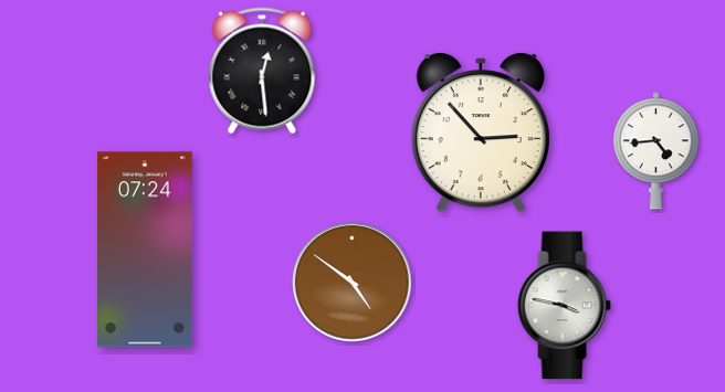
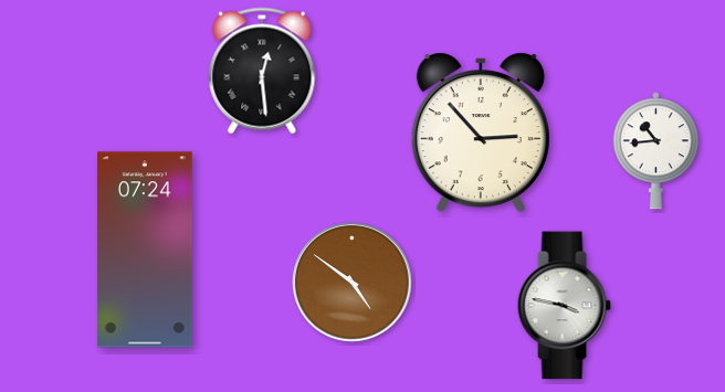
clock at (655, 151): 4:44 -> 10:44
